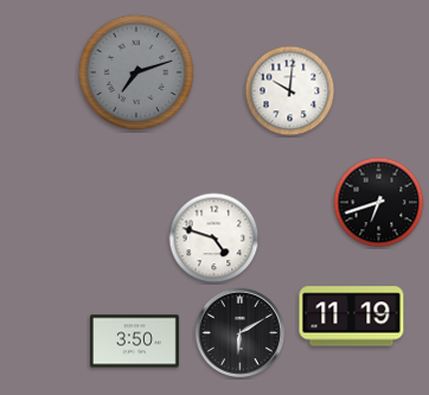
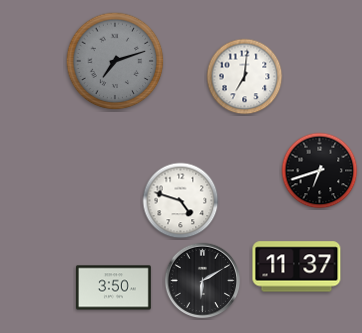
clock at (290, 91): 10:01 -> 7:01
clock at (352, 317): 11:19 -> 11:37
